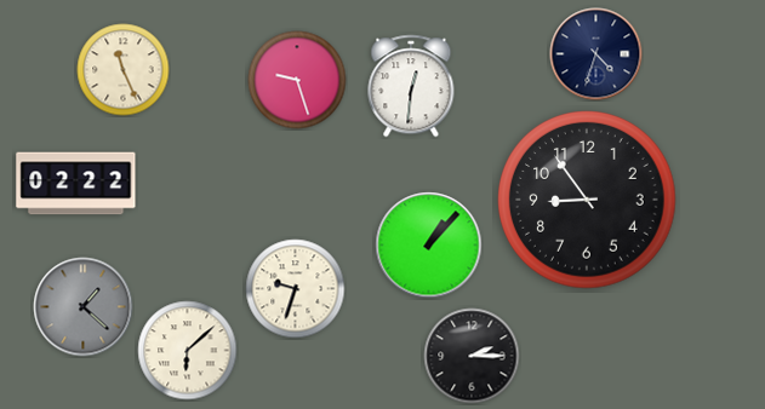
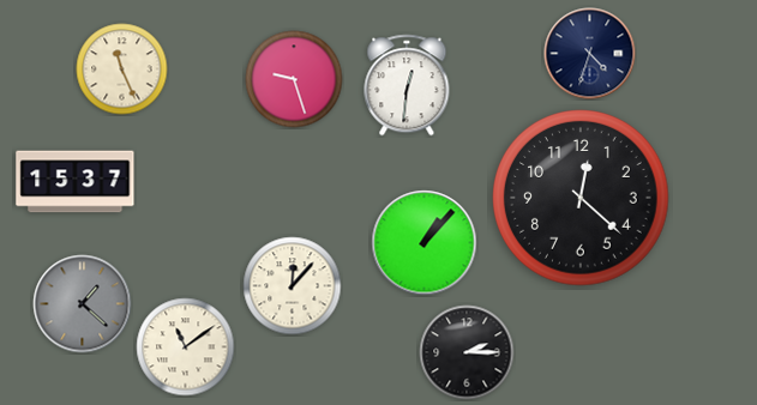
clock at (76, 184): 02:22 -> 15:37
clock at (587, 200): 8:54 -> 12:22
clock at (296, 289): 9:33 -> 12:07
clock at (188, 351): 6:08 -> 11:09
